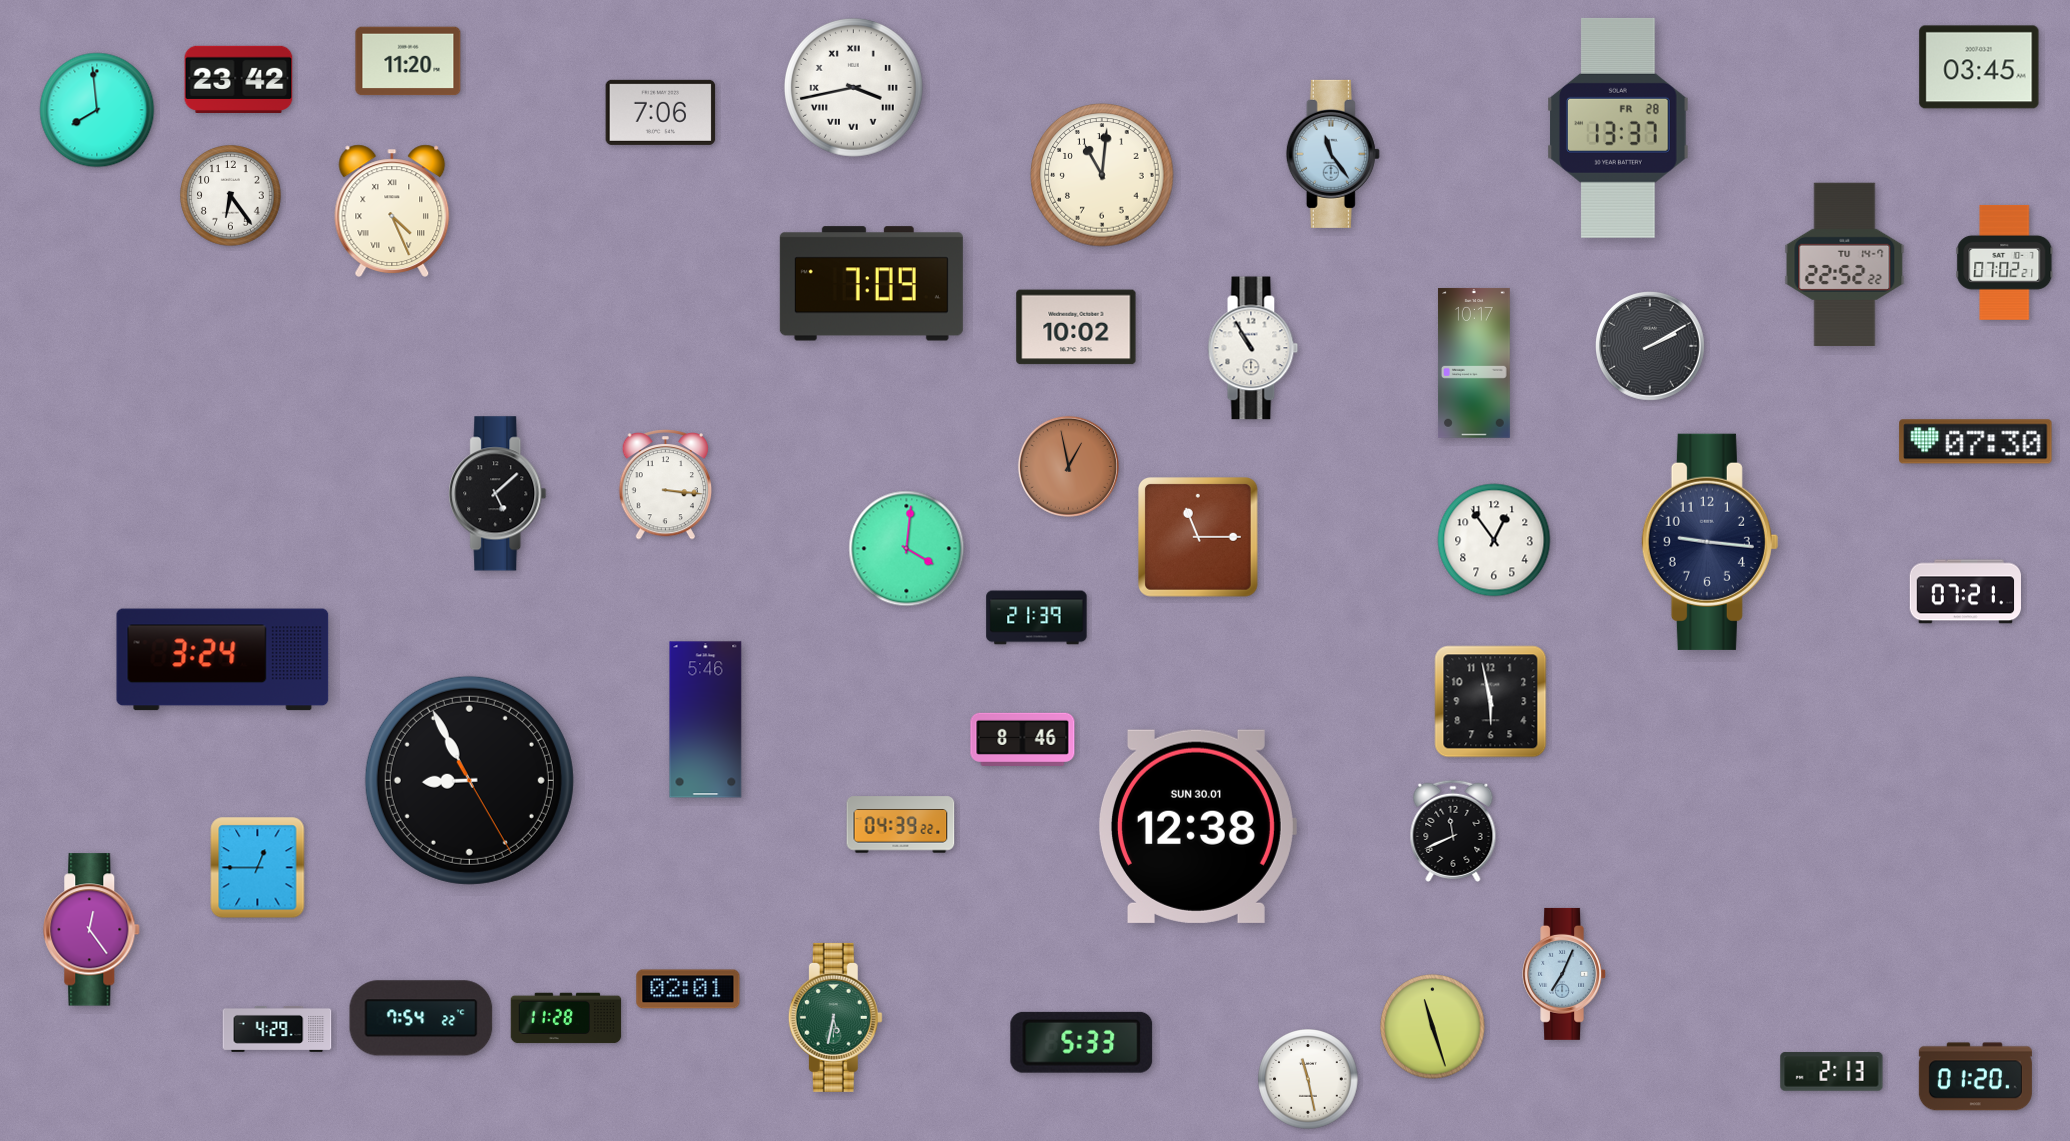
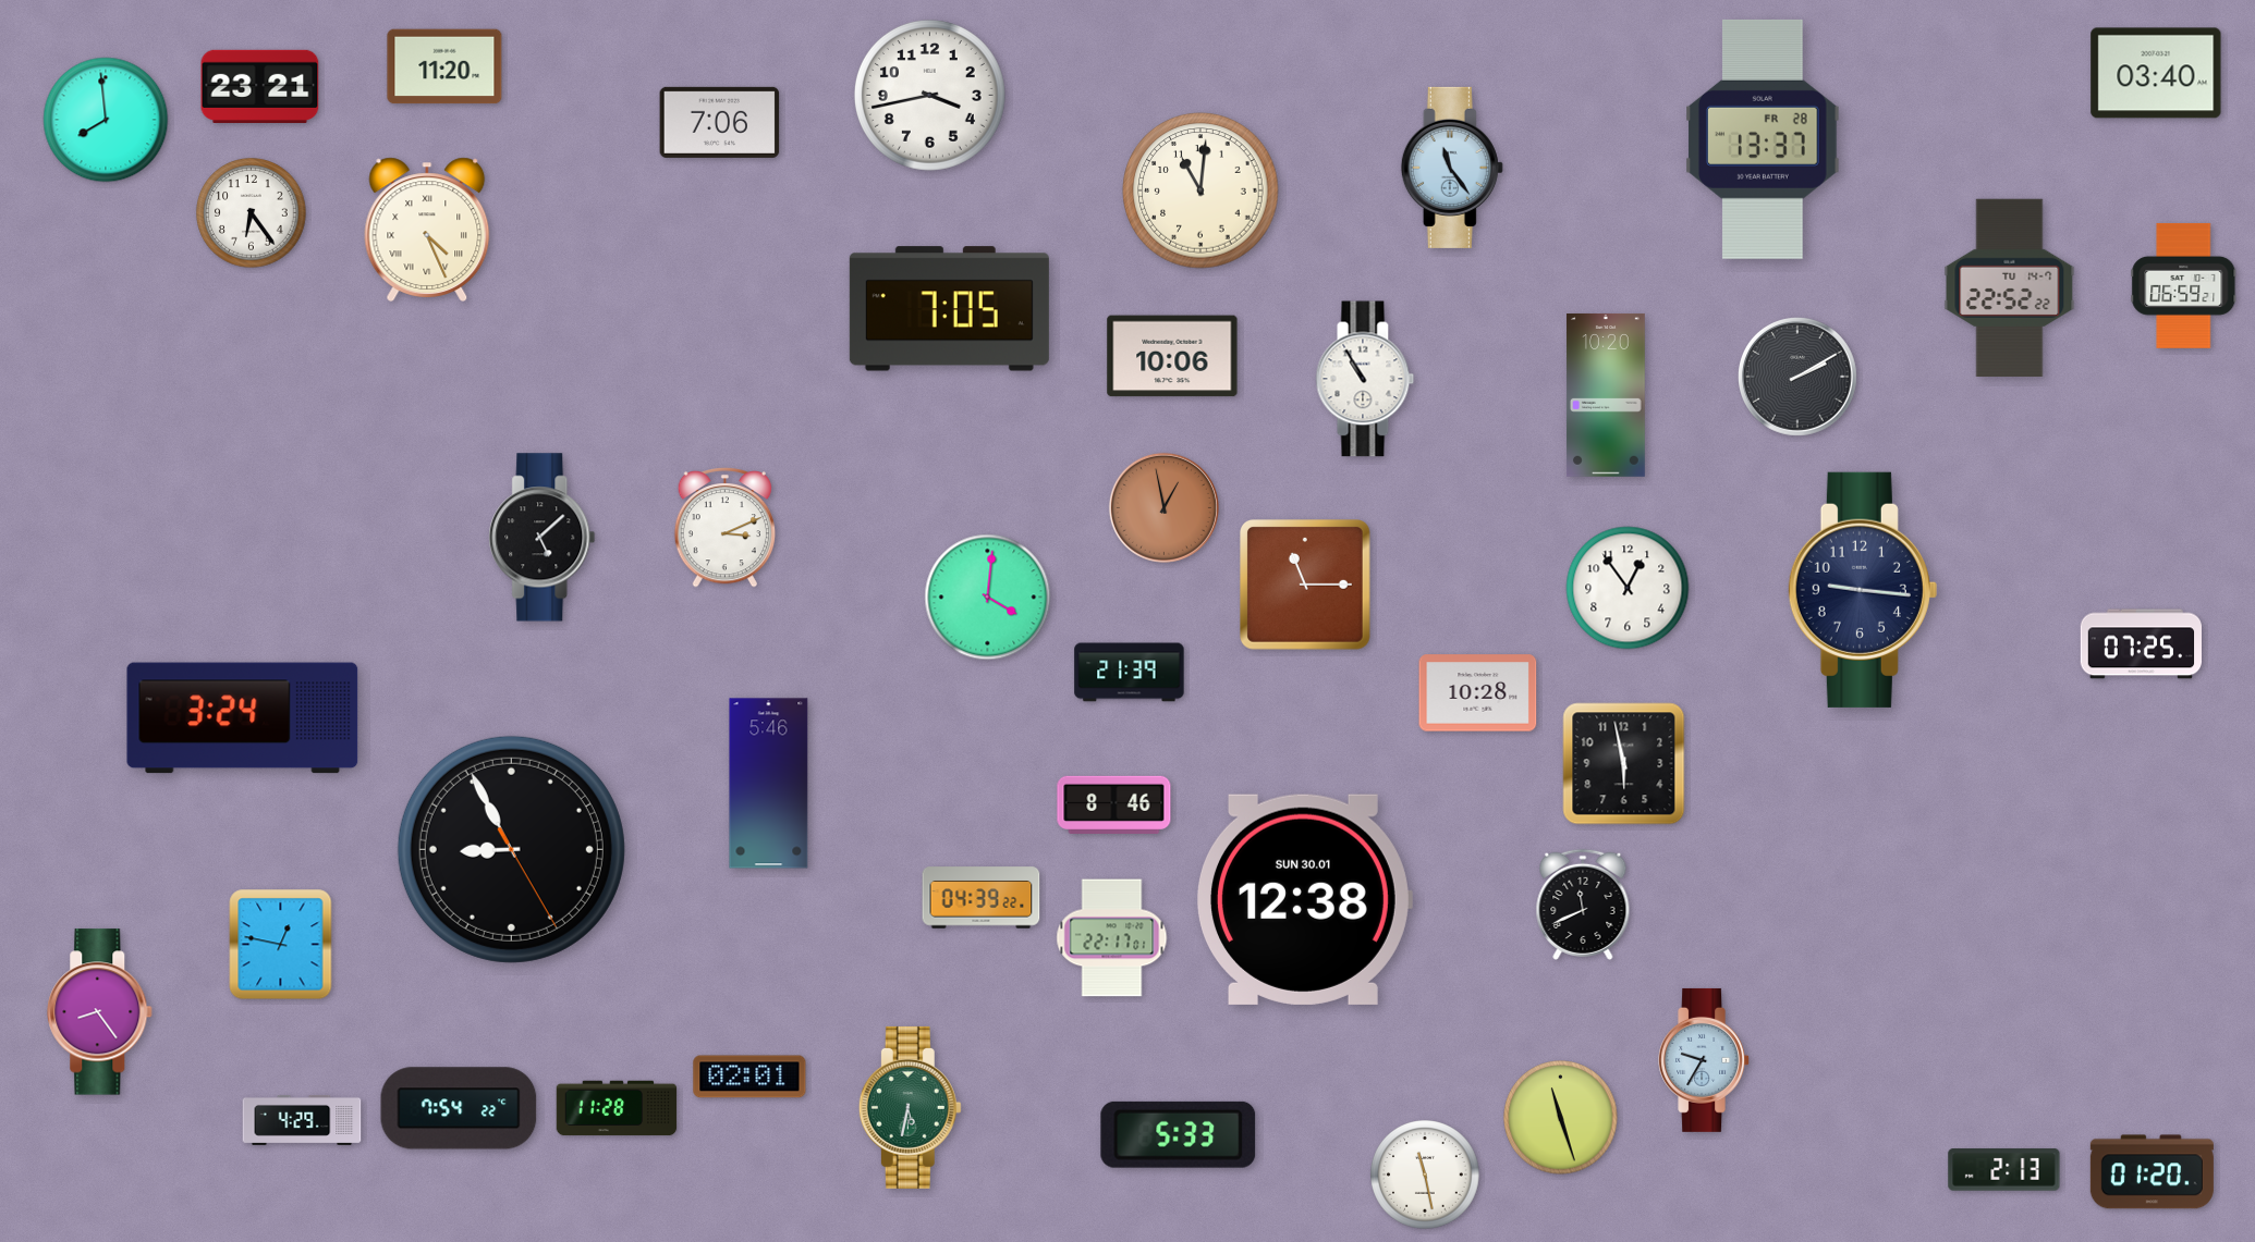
clock at (1979, 67): 03:45 -> 03:40
clock at (239, 79): 23:42 -> 23:21
clock at (853, 87) numerals: Roman -> Arabic
clock at (2005, 262): 07:02 -> 06:59
clock at (871, 284): 7:09 -> 7:05
clock at (1076, 327): 10:02 -> 10:06
clock at (1475, 363): 10:17 -> 10:20
clock at (1976, 442): 07:30 -> none
clock at (665, 485): 3:16 -> 3:11
clock at (1965, 592): 07:21 -> 07:25
clock at (1478, 693): none -> 10:28
clock at (1112, 938): none -> 22:17
clock at (258, 868): 12:45 -> 12:47
clock at (92, 930): 12:24 -> 8:24
clock at (1565, 974): 7:04 -> 9:35
clock at (1832, 1072) position: (1832, 1072) -> (2004, 1170)
